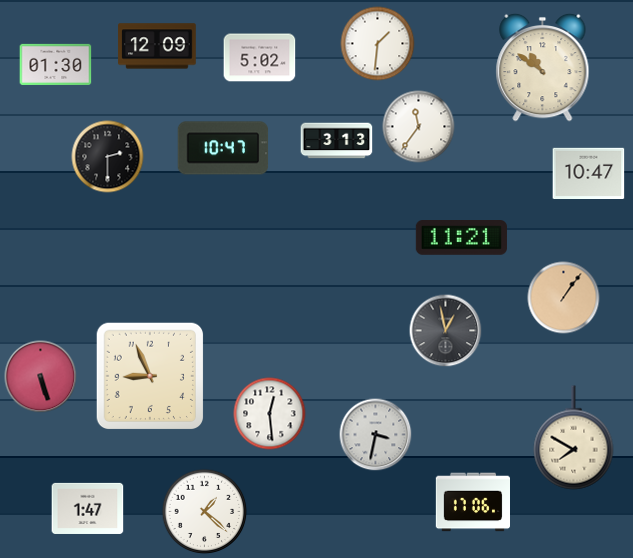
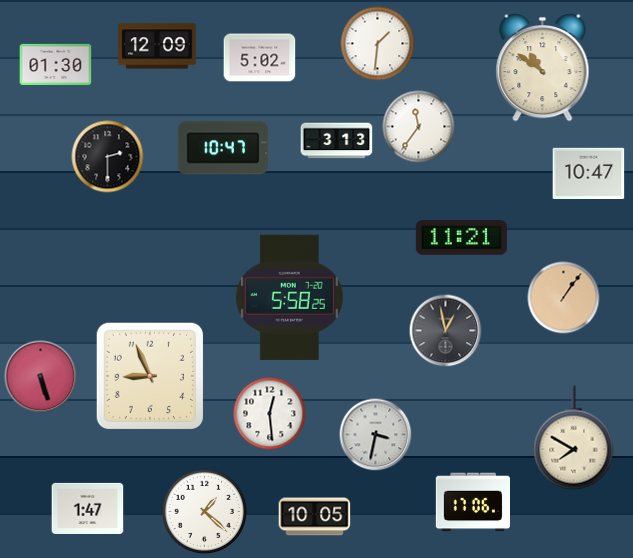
clock at (289, 297): none -> 5:58
clock at (315, 517): none -> 10:05
